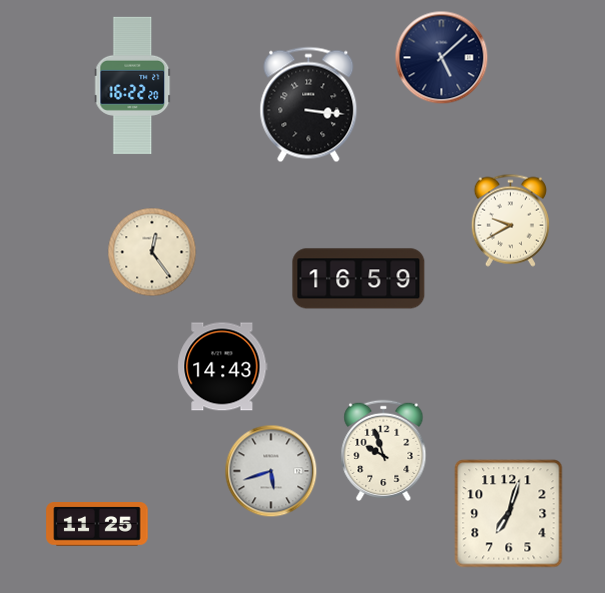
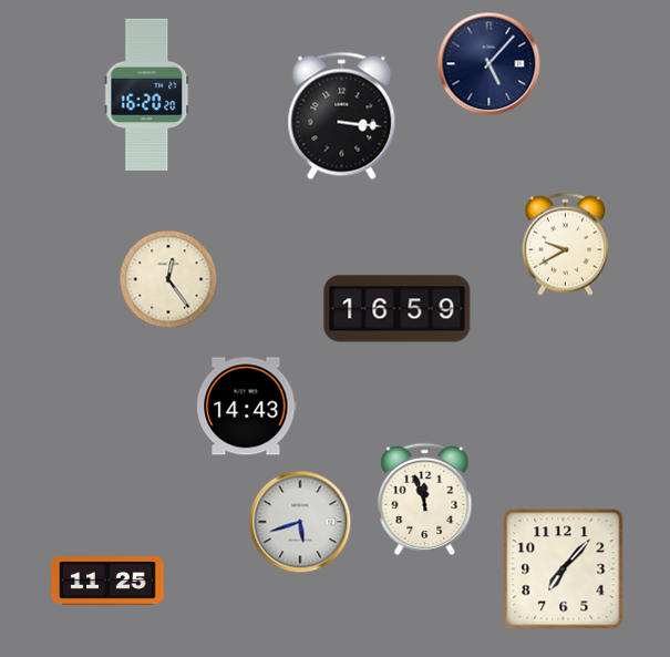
clock at (442, 58): 5:08 -> 5:07
clock at (133, 85): 16:22 -> 16:20
clock at (384, 450): 9:57 -> 11:57
clock at (509, 514): 7:03 -> 7:07
